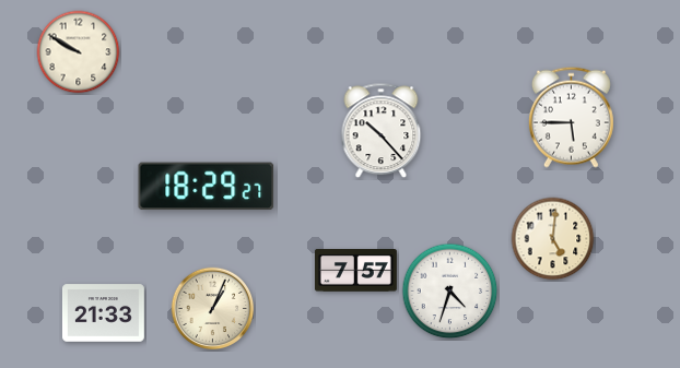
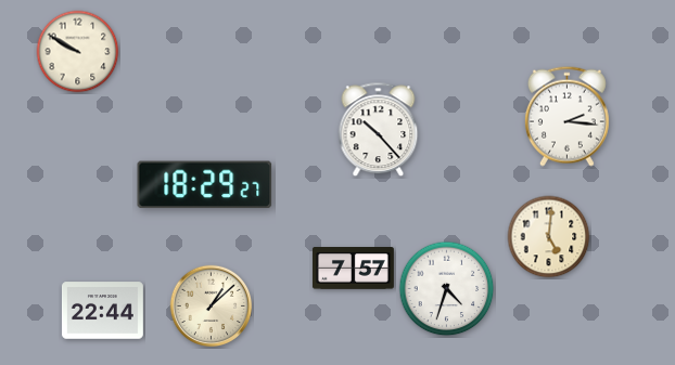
clock at (571, 117): 5:45 -> 2:16
clock at (213, 309): 1:04 -> 1:08
clock at (103, 313): 21:33 -> 22:44
